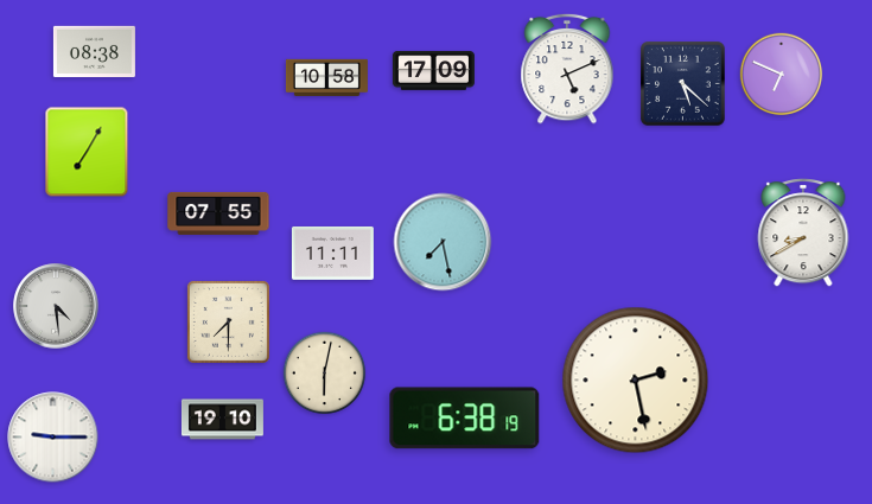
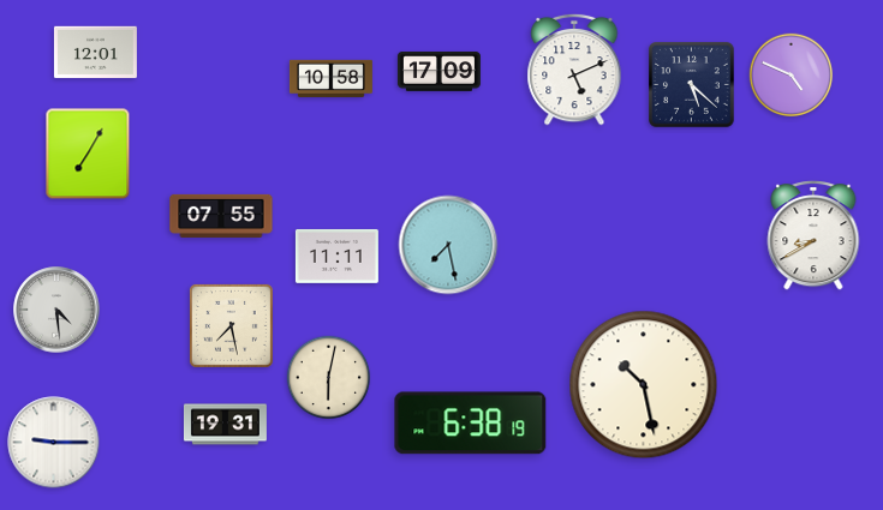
clock at (94, 52): 08:38 -> 12:01
clock at (782, 75): 6:49 -> 4:49
clock at (228, 321): 7:30 -> 7:28
clock at (636, 381): 2:28 -> 10:28
clock at (222, 420): 19:10 -> 19:31
